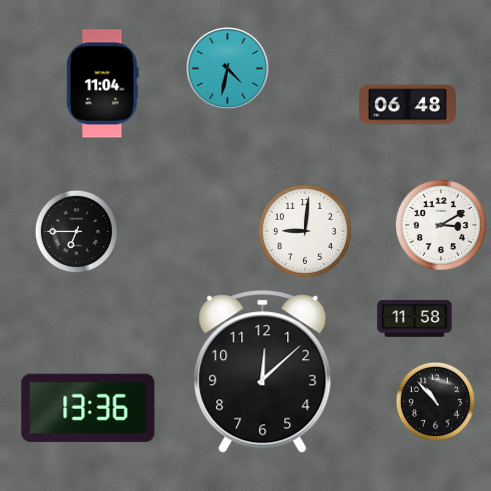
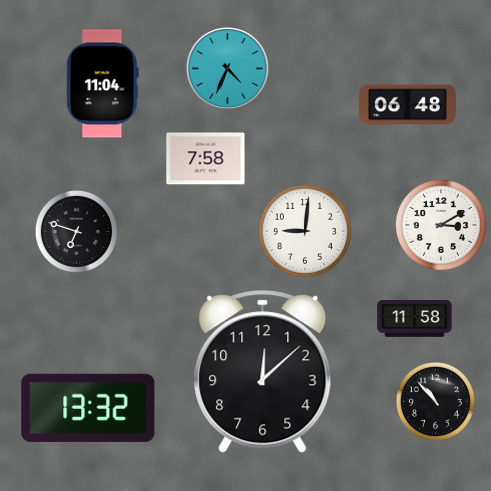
clock at (227, 68): 4:32 -> 4:34
clock at (206, 159): none -> 7:58
clock at (76, 231): 6:45 -> 6:48
clock at (88, 408): 13:36 -> 13:32
